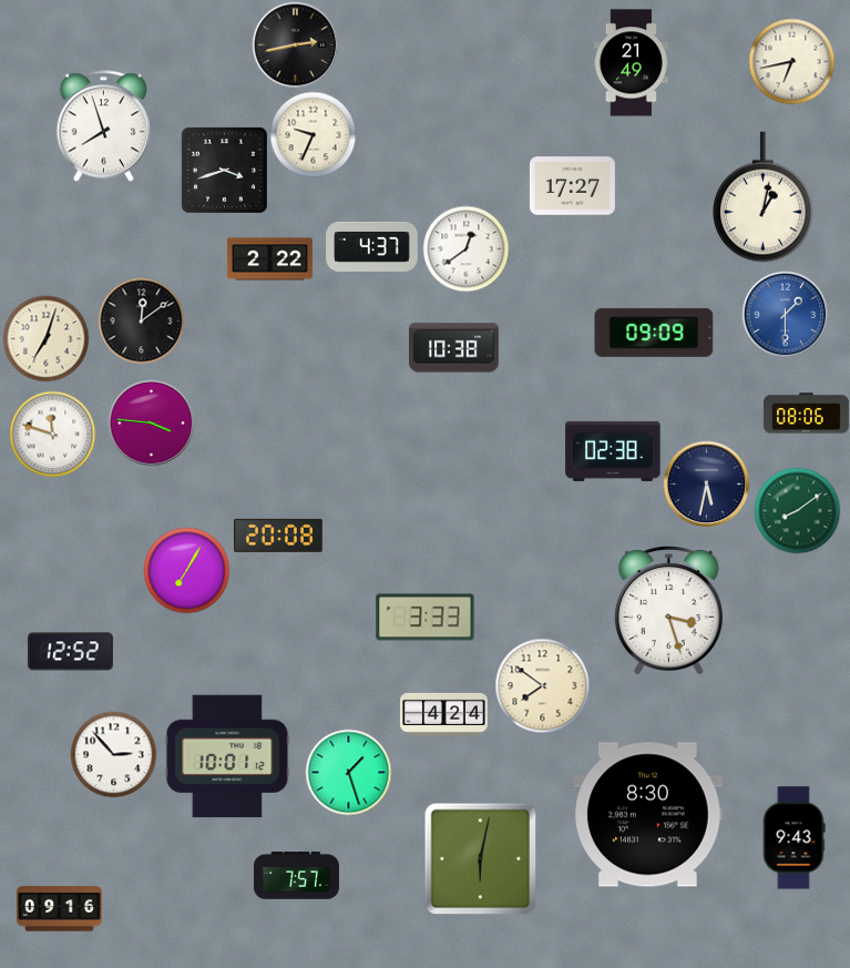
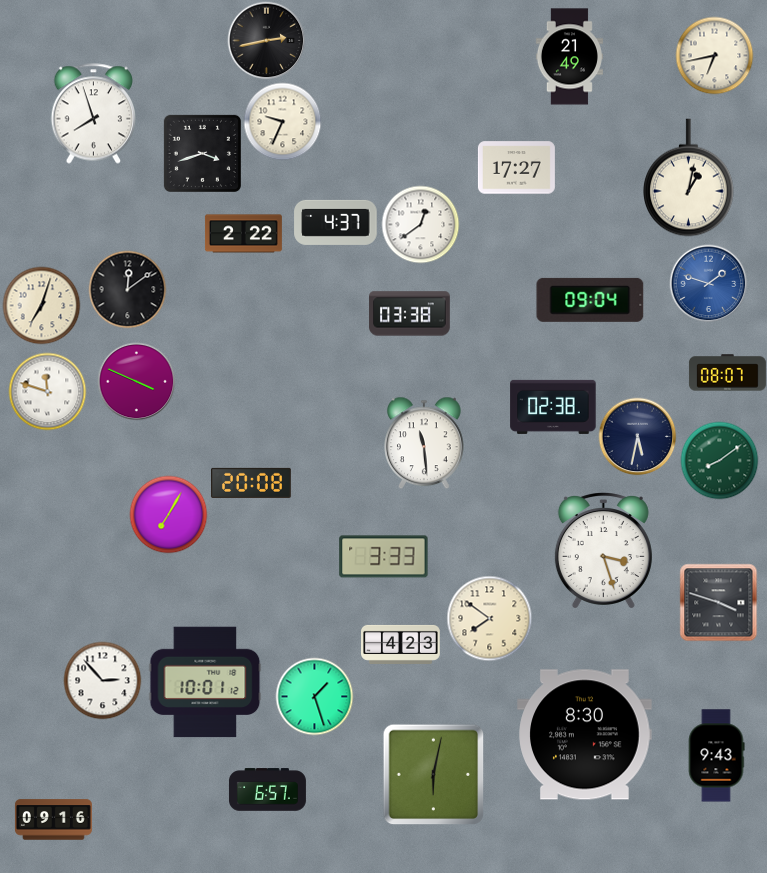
clock at (785, 314): 1:30 -> 1:48
clock at (654, 333): 09:09 -> 09:04
clock at (454, 348): 10:38 -> 03:38
clock at (806, 414): 08:06 -> 08:07
clock at (151, 422): 3:46 -> 3:49
clock at (425, 443): none -> 11:29
clock at (70, 652): 12:52 -> none
clock at (718, 602): none -> 3:48
clock at (444, 714): 4:24 -> 4:23
clock at (296, 876): 7:57 -> 6:57
